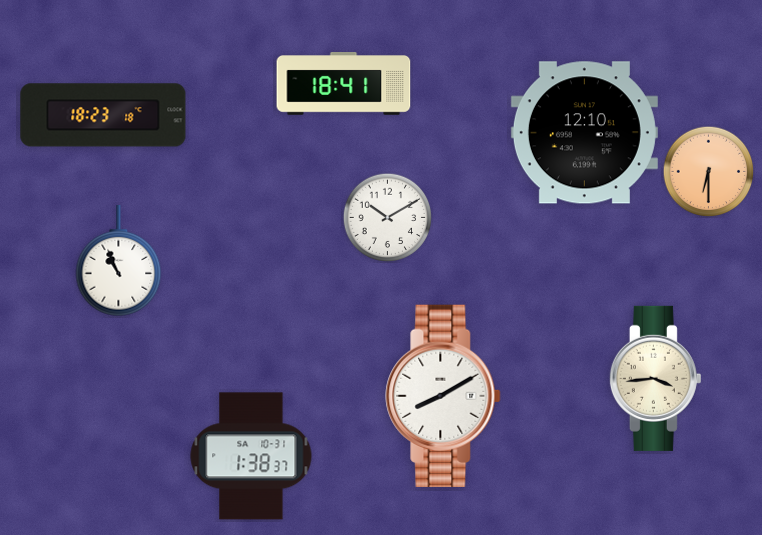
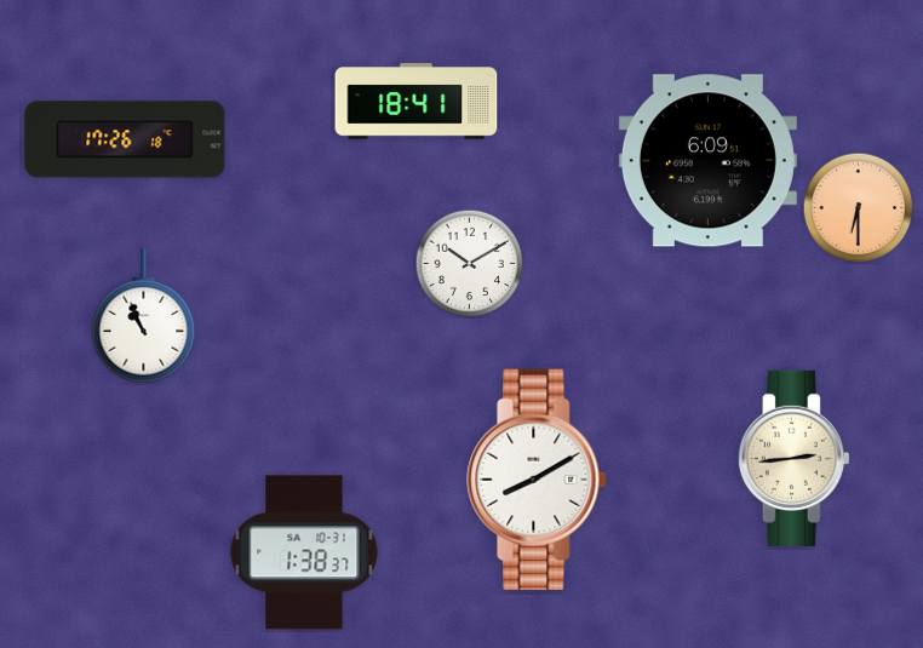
clock at (103, 115): 18:23 -> 17:26
clock at (584, 133): 12:10 -> 6:09
clock at (655, 378): 3:44 -> 2:44
